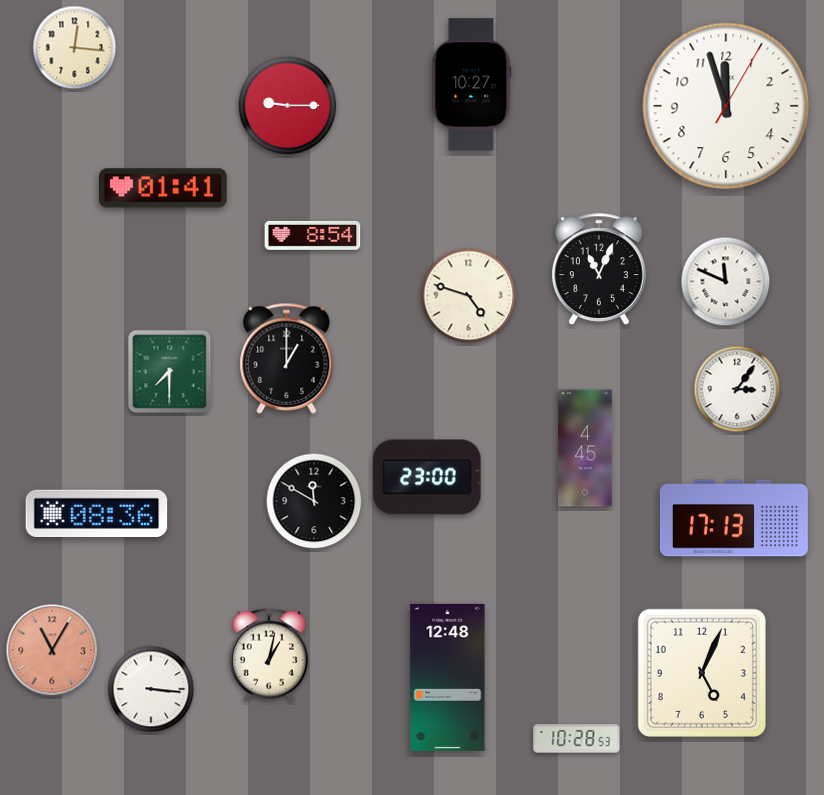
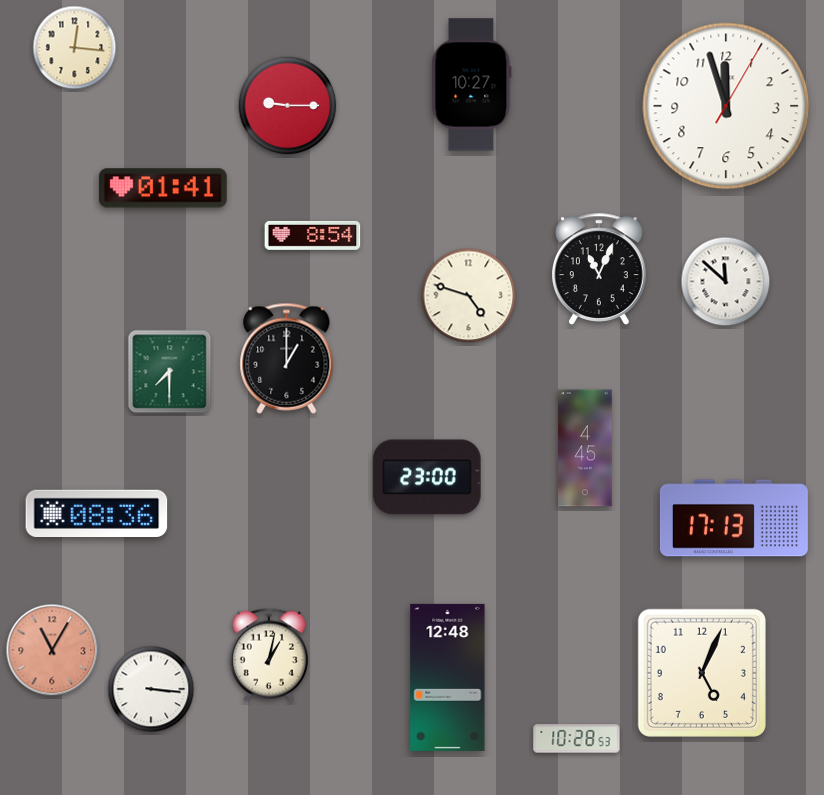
clock at (726, 282): 11:49 -> 11:52
clock at (737, 389): 3:06 -> none
clock at (314, 501): 11:50 -> none
